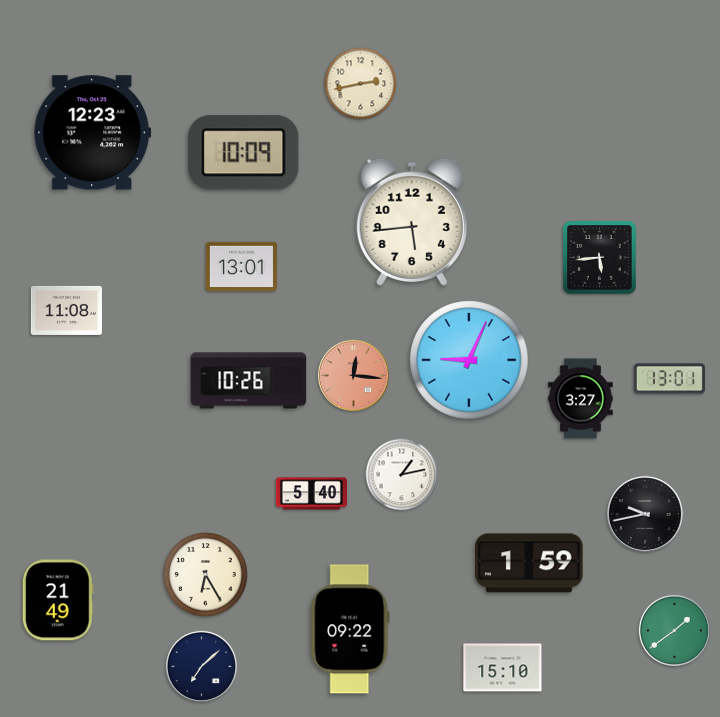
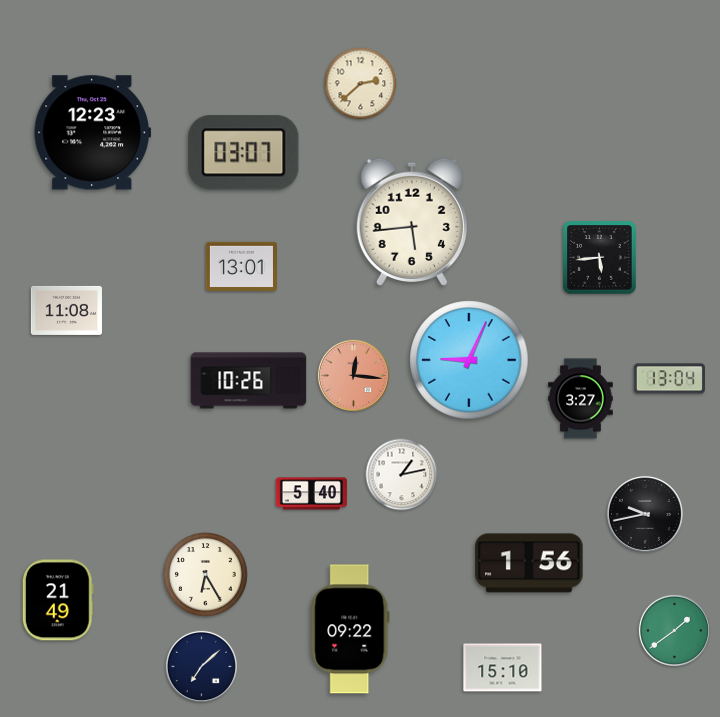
clock at (361, 84): 2:43 -> 2:38
clock at (244, 153): 10:09 -> 03:07
clock at (669, 379): 13:01 -> 13:04
clock at (529, 563): 1:59 -> 1:56
